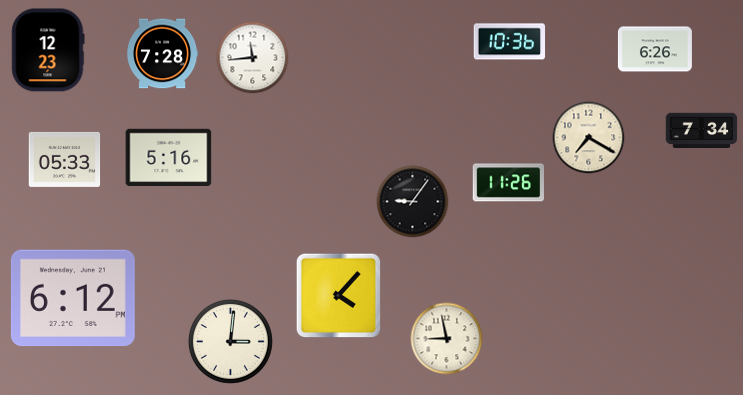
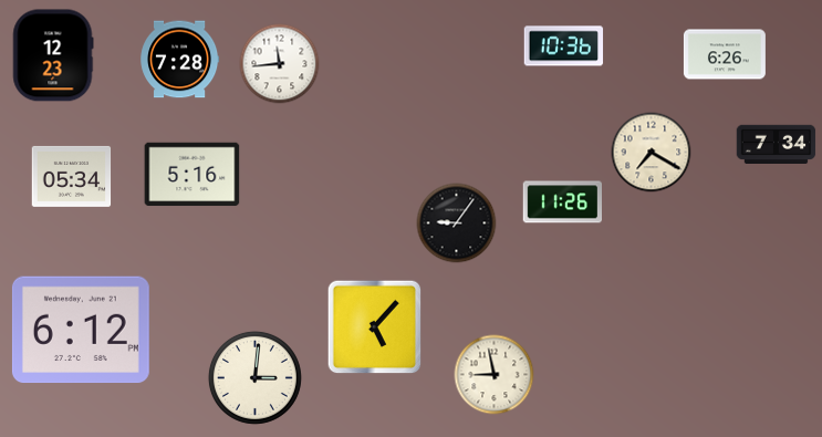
clock at (169, 158) position: (169, 158) -> (193, 175)
clock at (65, 159): 05:33 -> 05:34
clock at (339, 296): 4:07 -> 5:07
